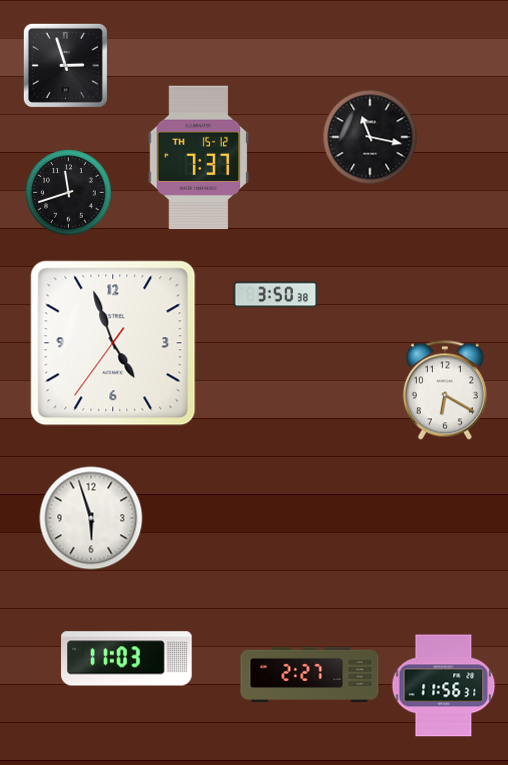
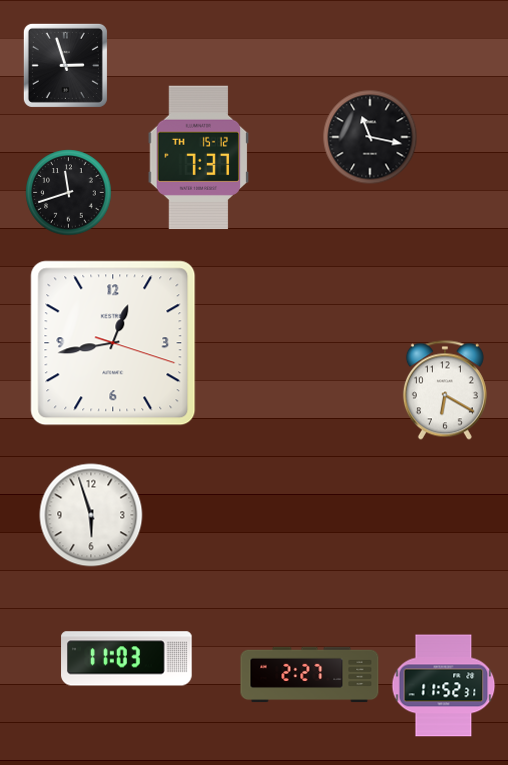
clock at (276, 295): 3:50 -> none
clock at (113, 343): 4:56 -> 12:43
clock at (91, 518) position: (91, 518) -> (91, 515)
clock at (444, 686): 11:56 -> 11:52
